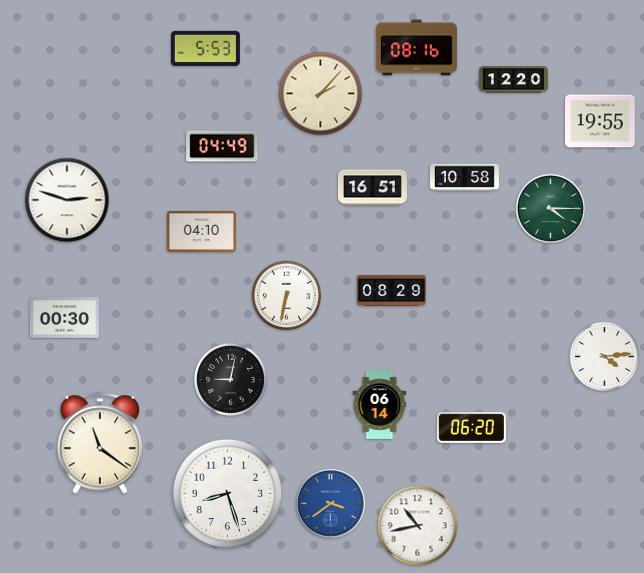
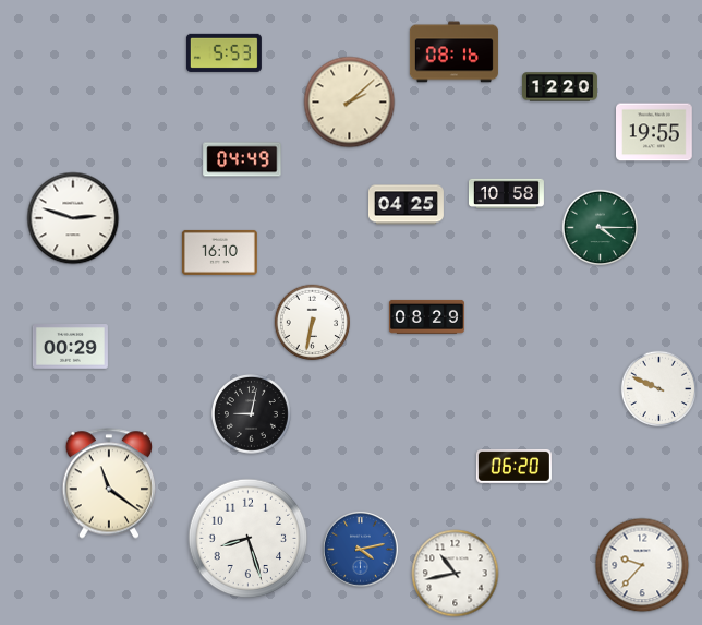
clock at (321, 94): 2:07 -> 2:08
clock at (372, 188): 16:51 -> 04:25
clock at (201, 231): 04:10 -> 16:10
clock at (64, 318): 00:30 -> 00:29
clock at (605, 357): 4:14 -> 9:49
clock at (380, 404): 06:14 -> none
clock at (331, 504): 3:39 -> 4:13
clock at (642, 565): none -> 9:37
